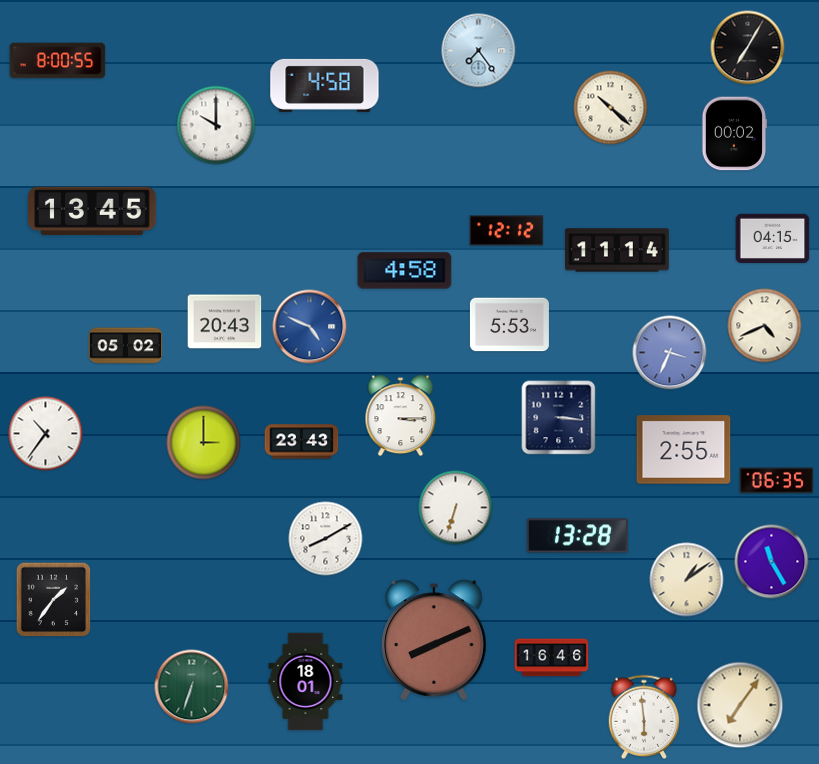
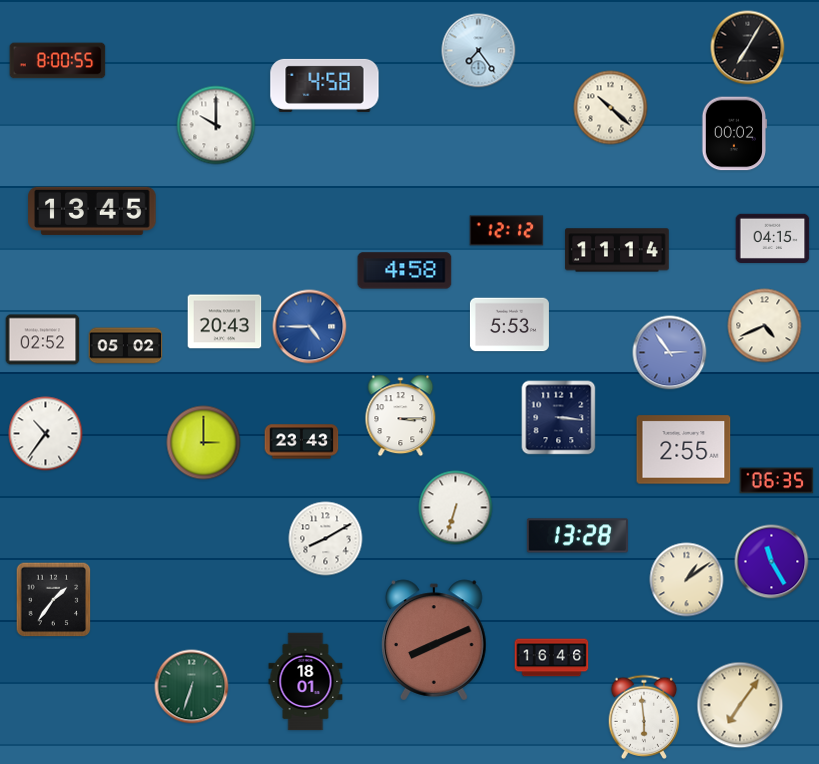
clock at (310, 327): 4:49 -> 4:45
clock at (43, 340): none -> 02:52
clock at (670, 353): 3:34 -> 2:54
